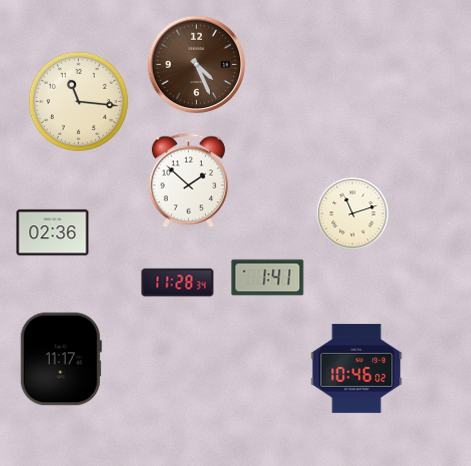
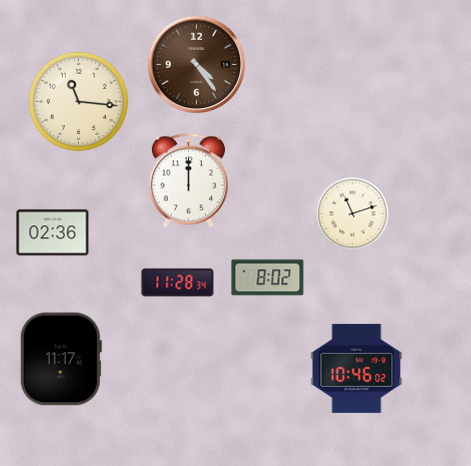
clock at (197, 65): 4:26 -> 4:24
clock at (188, 181): 1:52 -> 12:00
clock at (268, 278): 1:41 -> 8:02
